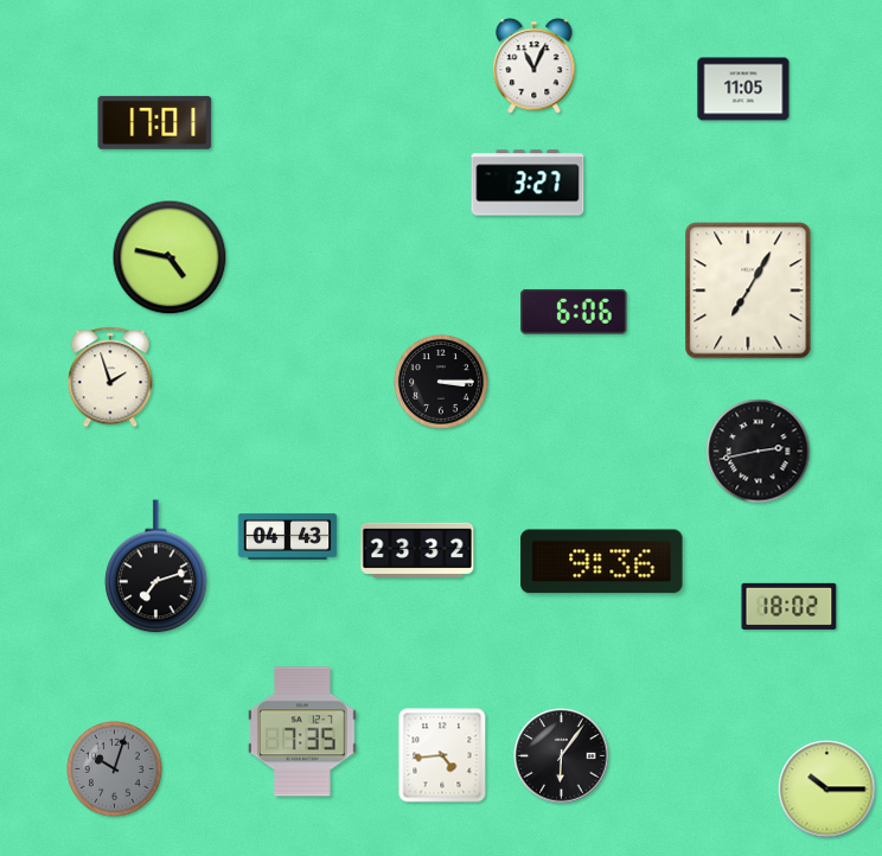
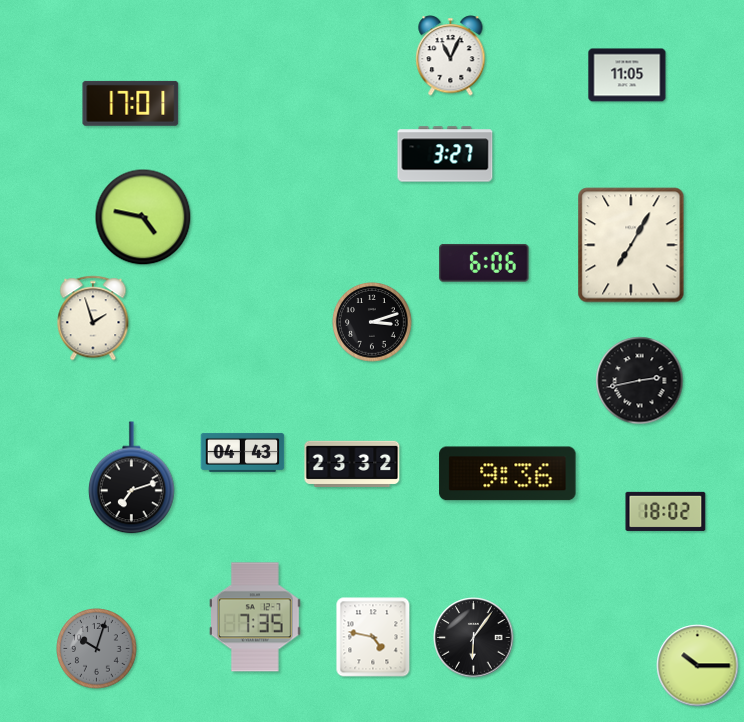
clock at (441, 382): 3:15 -> 3:12
clock at (442, 755): 4:44 -> 4:47
